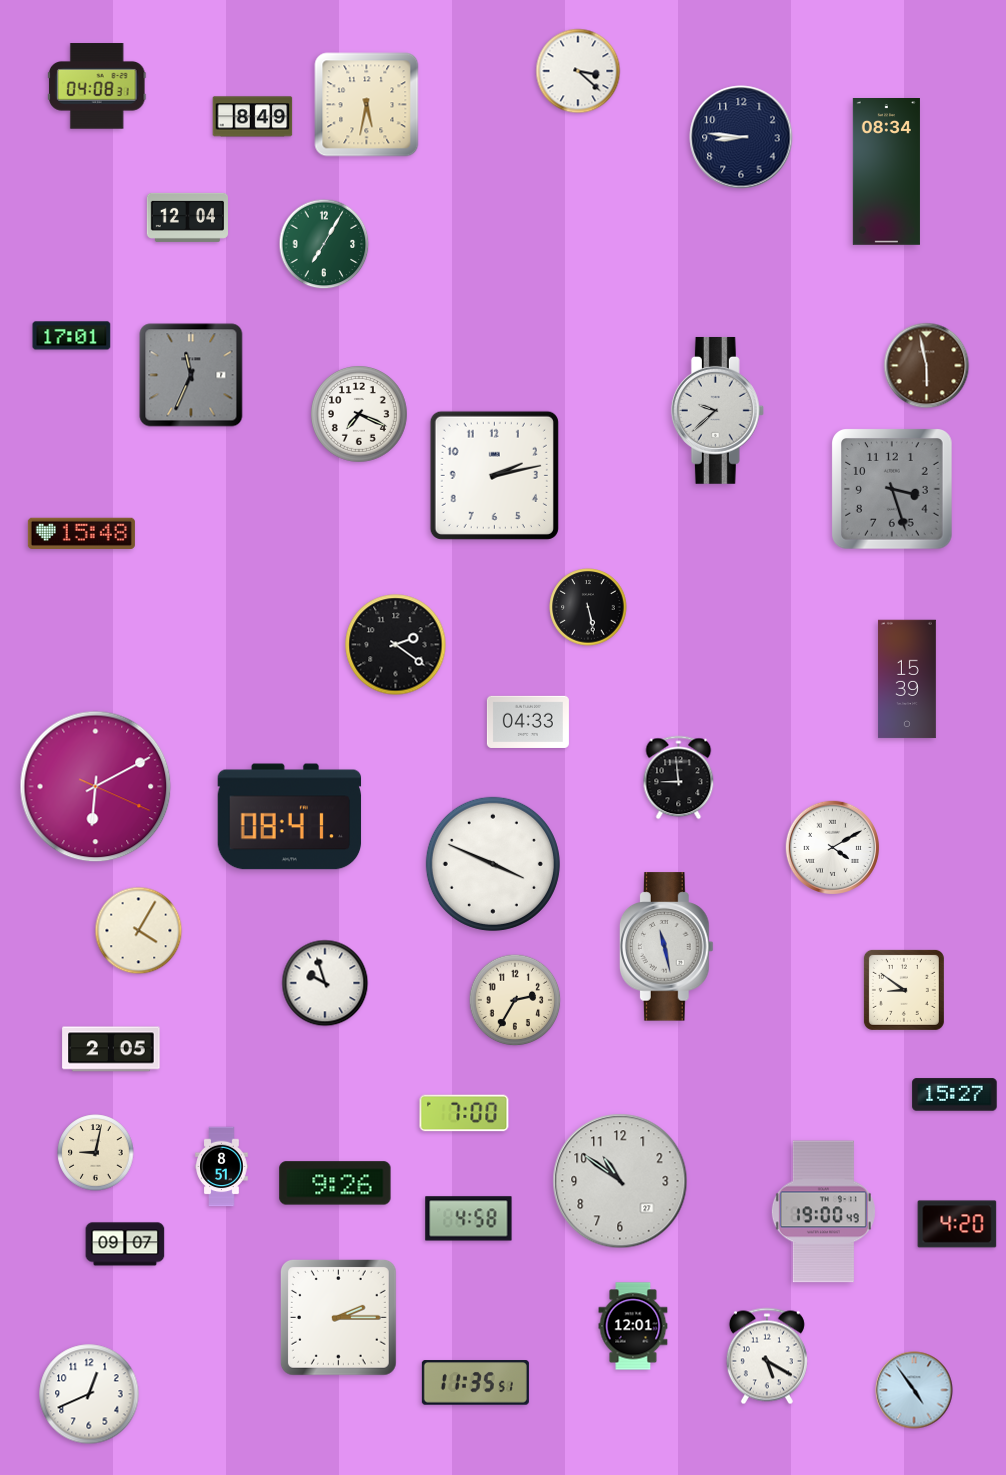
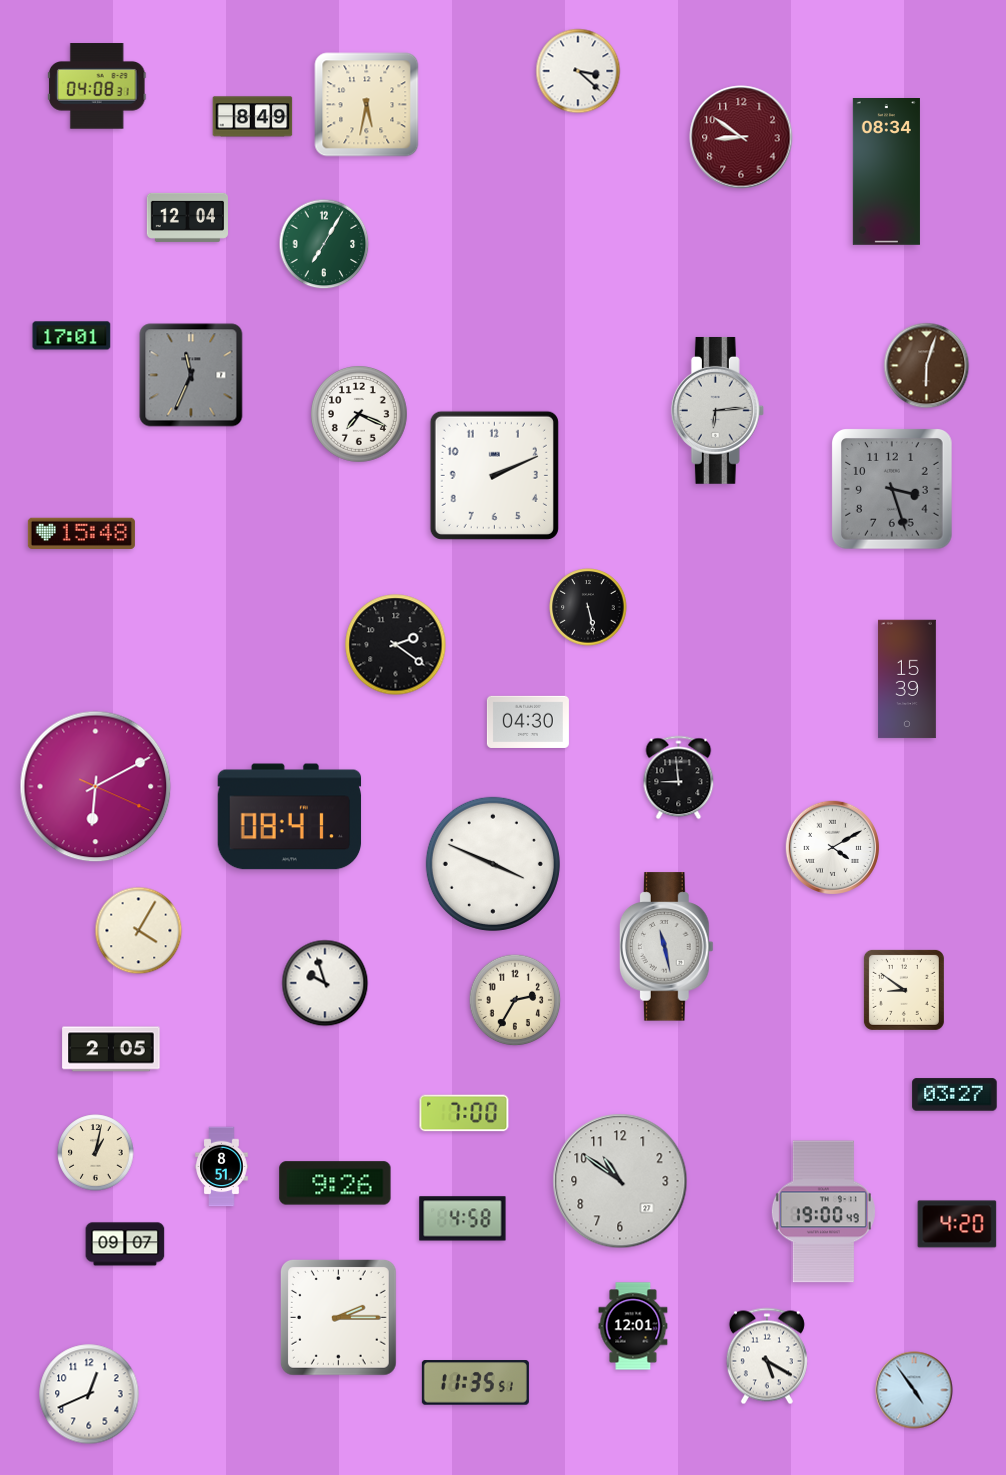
clock at (741, 137): 8:46 -> 8:51
clock at (741, 137) dial: navy -> burgundy
clock at (927, 366): 5:58 -> 6:03
clock at (717, 410): 9:38 -> 6:14
clock at (494, 475): 2:13 -> 2:11
clock at (528, 722): 04:33 -> 04:30
clock at (955, 1095): 15:27 -> 03:27
clock at (96, 1153): 9:02 -> 1:02
clock at (469, 1219) position: (469, 1219) -> (463, 1219)
